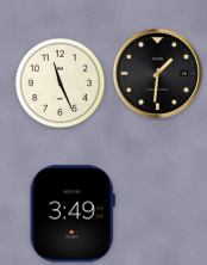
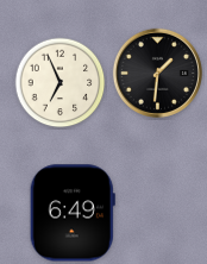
clock at (61, 84): 11:26 -> 6:56
clock at (73, 214): 3:49 -> 6:49
